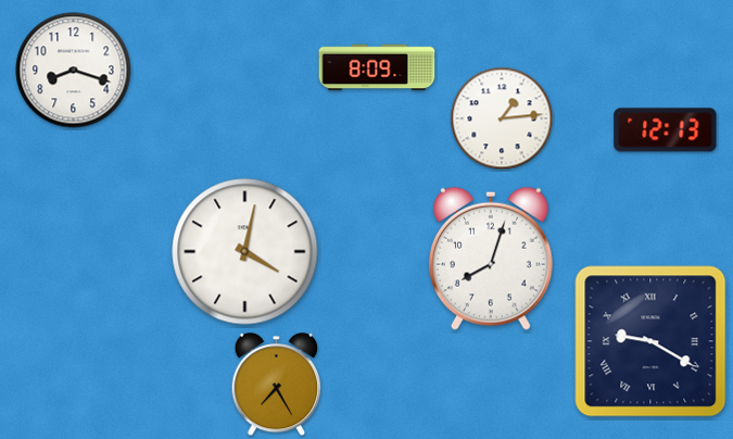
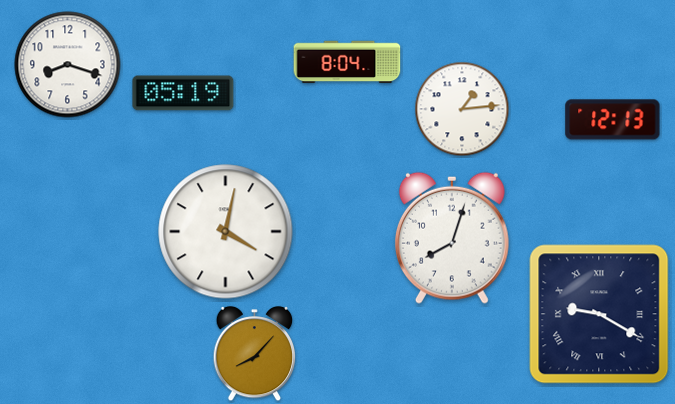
clock at (377, 67): 8:09 -> 8:04
clock at (183, 93): none -> 05:19
clock at (277, 385): 7:25 -> 8:07
